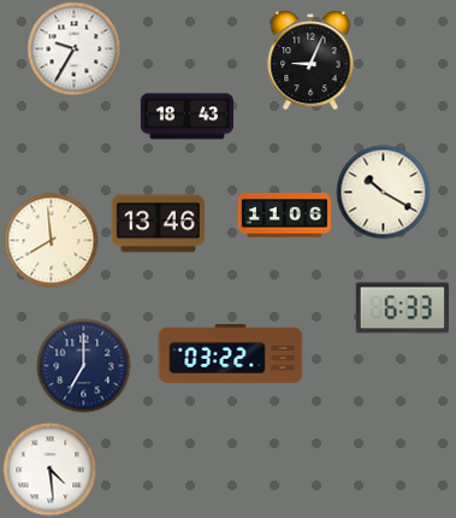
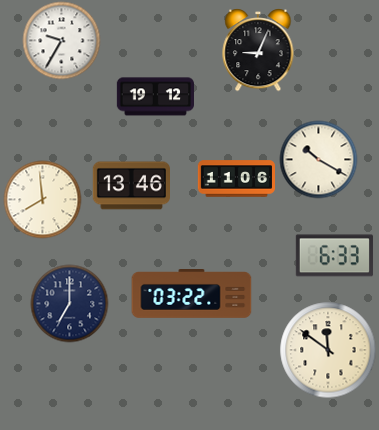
clock at (186, 117): 18:43 -> 19:12
clock at (328, 350): none -> 11:51
clock at (49, 469): 4:29 -> none
